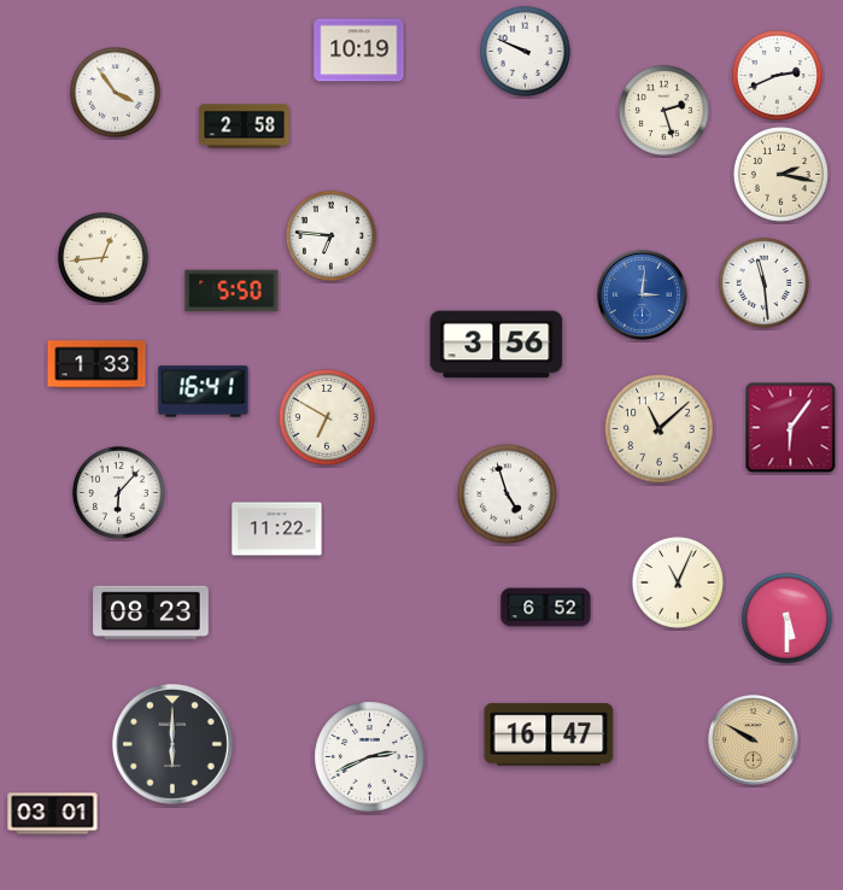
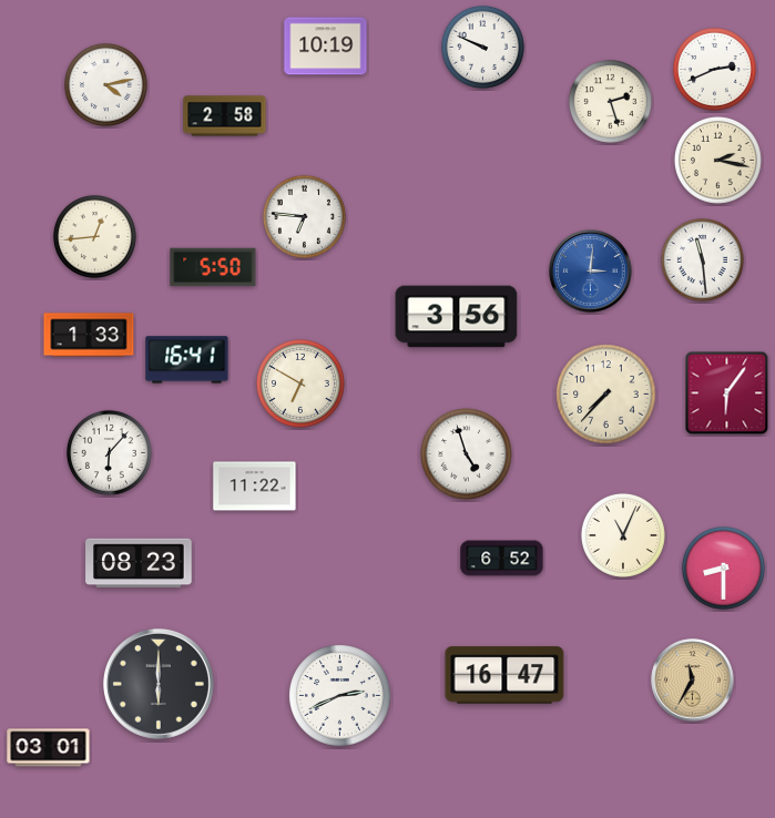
clock at (359, 51) position: (359, 51) -> (326, 47)
clock at (115, 92): 3:54 -> 4:13
clock at (660, 429): 11:08 -> 7:37
clock at (786, 617): 5:30 -> 8:30
clock at (754, 740): 9:50 -> 11:35
